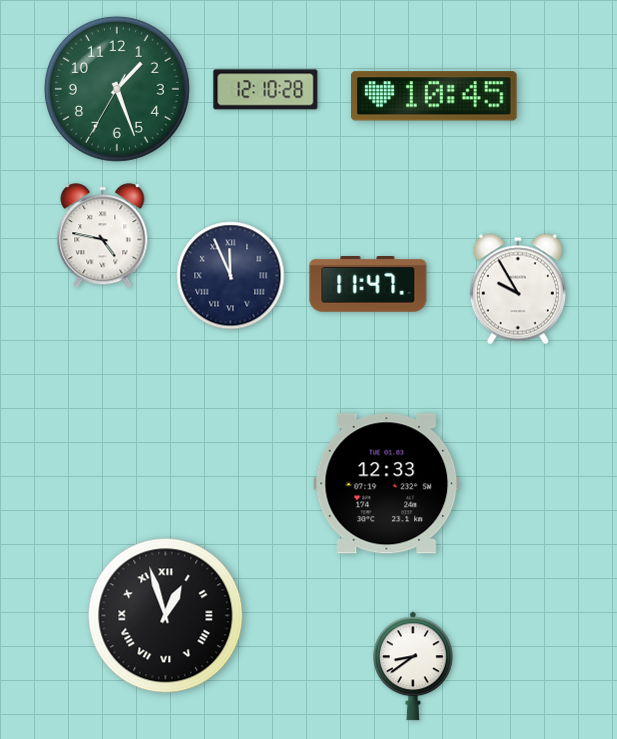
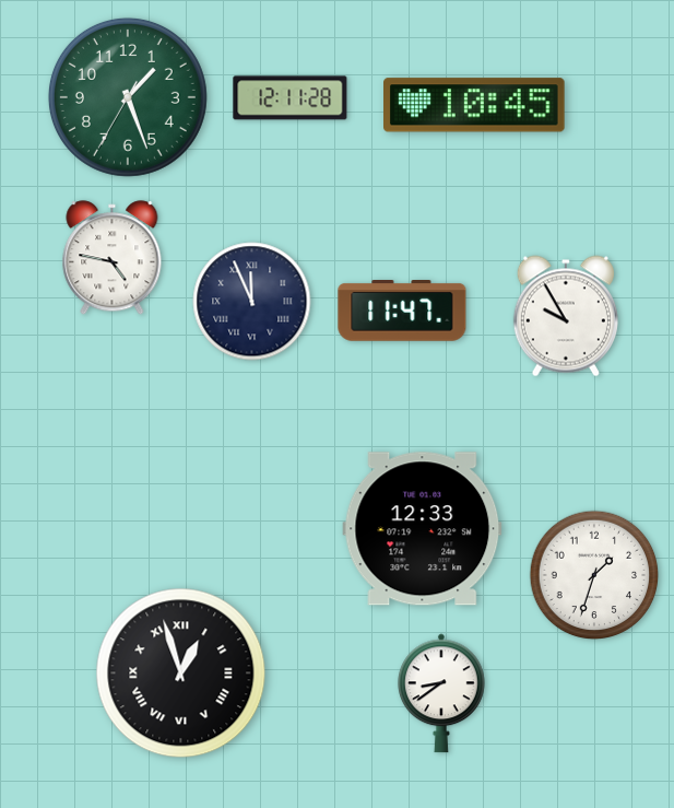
clock at (266, 90): 12:10 -> 12:11
clock at (594, 575): none -> 1:33
clock at (414, 666) position: (414, 666) -> (442, 693)
